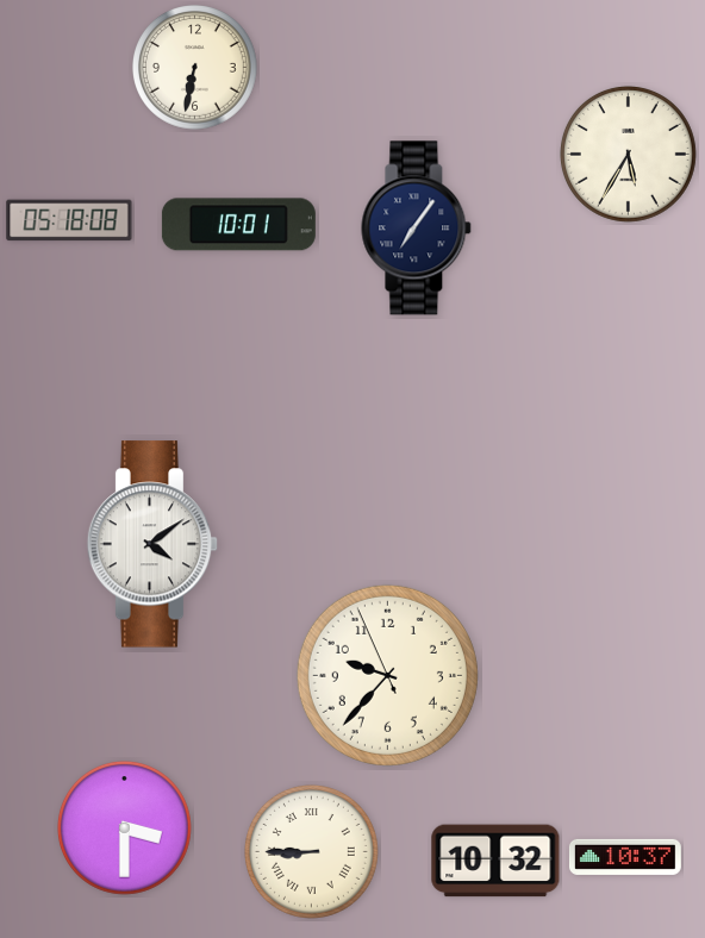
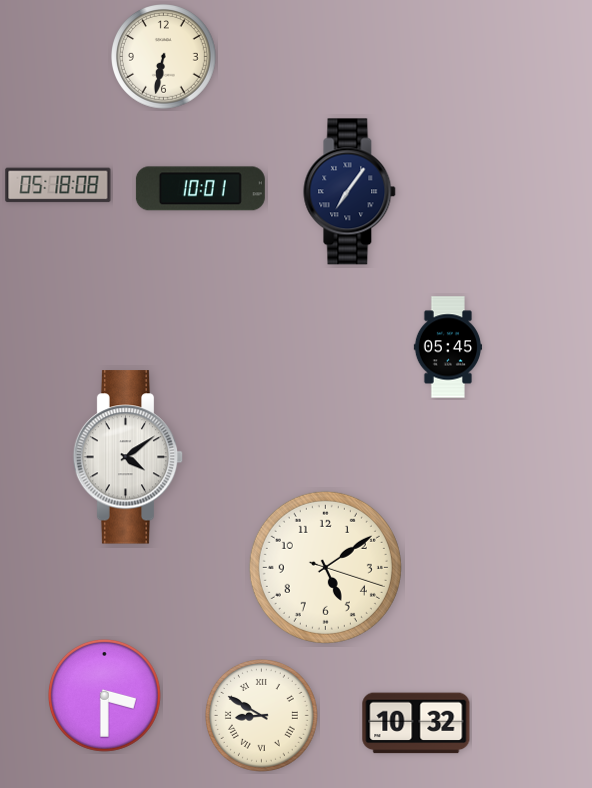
clock at (628, 154): 5:35 -> none
clock at (448, 347): none -> 05:45
clock at (387, 675): 9:36 -> 5:09
clock at (311, 851): 8:45 -> 8:50
clock at (625, 857): 10:37 -> none
